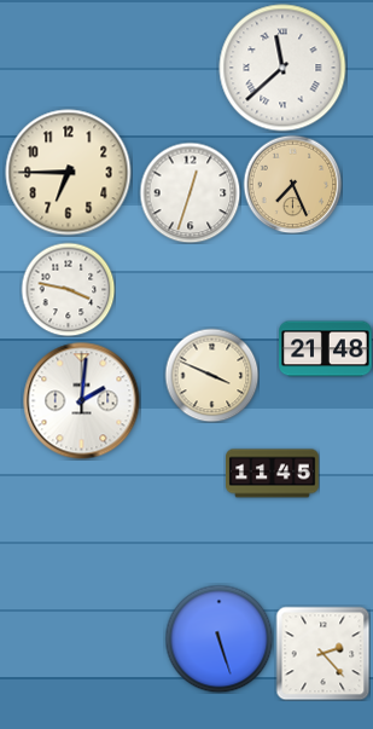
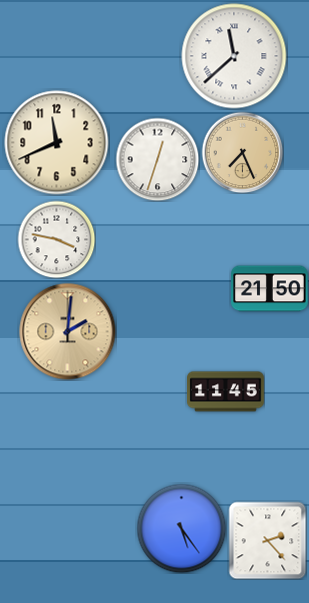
clock at (69, 173): 6:45 -> 11:41
clock at (326, 349): 21:48 -> 21:50
clock at (211, 375): 3:49 -> none
clock at (82, 401) dial: white -> champagne
clock at (218, 638): 5:27 -> 5:24
